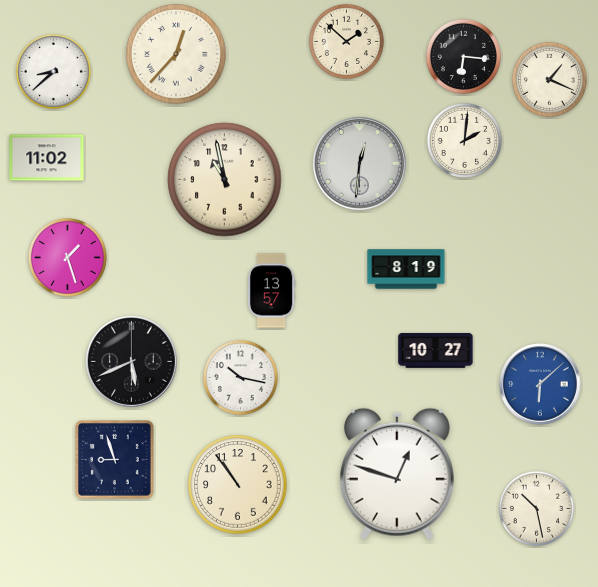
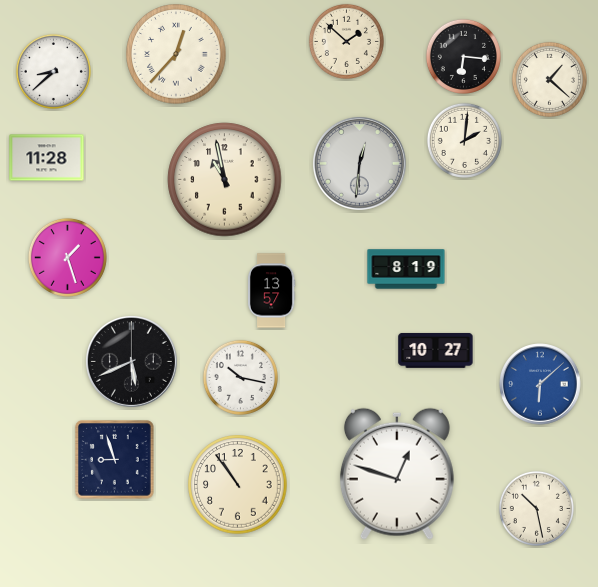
clock at (549, 79): 1:19 -> 1:22
clock at (47, 158): 11:02 -> 11:28
